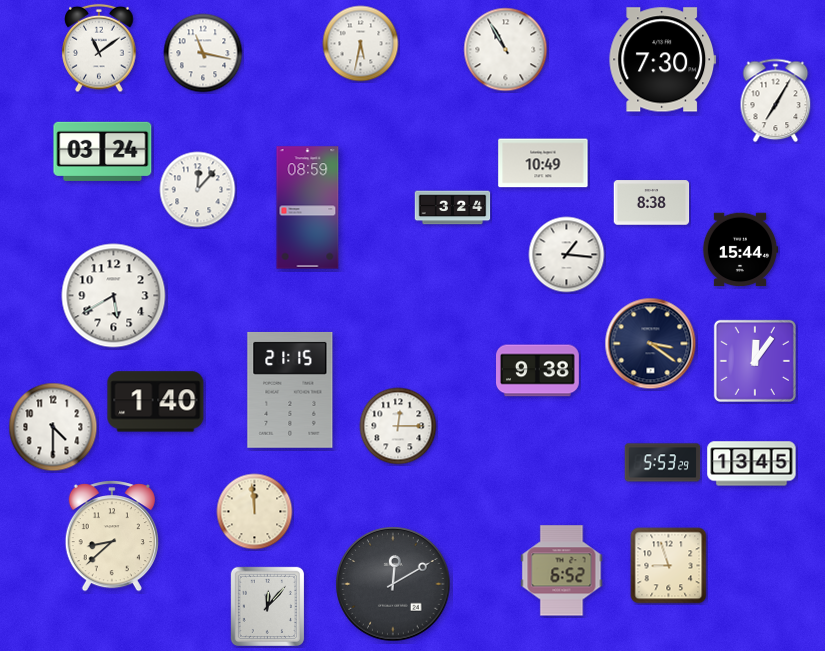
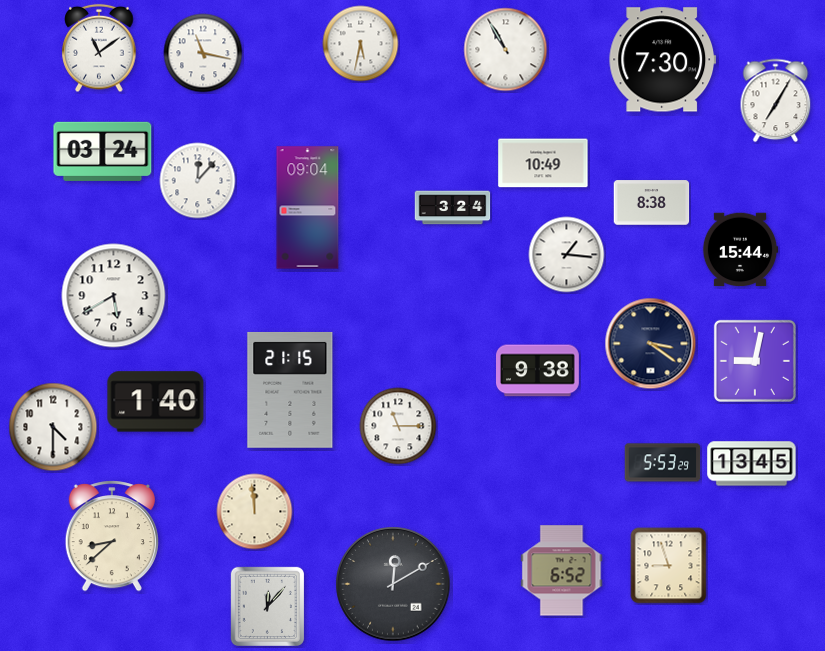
clock at (198, 190) position: (198, 190) -> (198, 181)
clock at (308, 208): 08:59 -> 09:04
clock at (755, 361): 12:06 -> 9:02
clock at (398, 426): 12:15 -> 11:15
